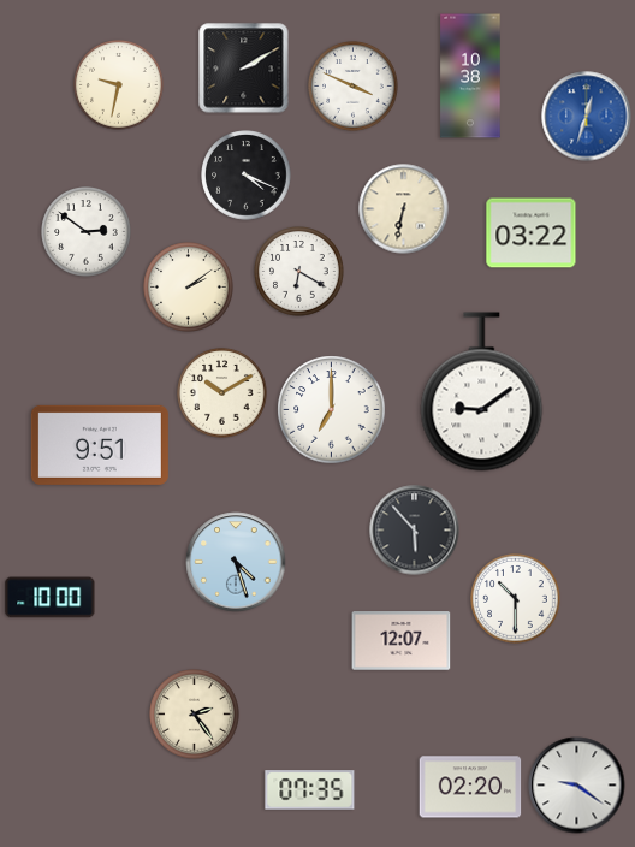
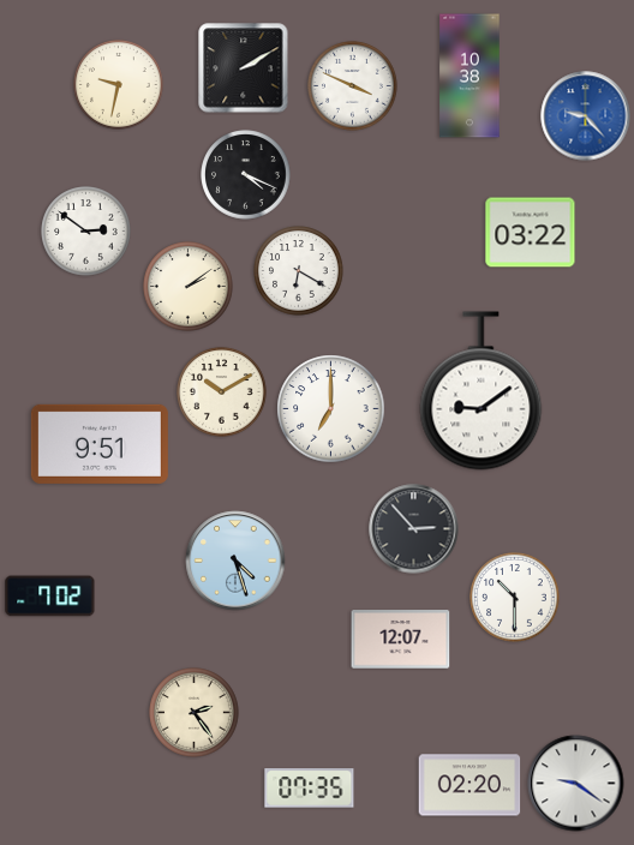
clock at (587, 117): 12:33 -> 9:23
clock at (404, 209): 6:32 -> none
clock at (415, 531): 5:53 -> 2:53
clock at (51, 598): 10:00 -> 7:02
